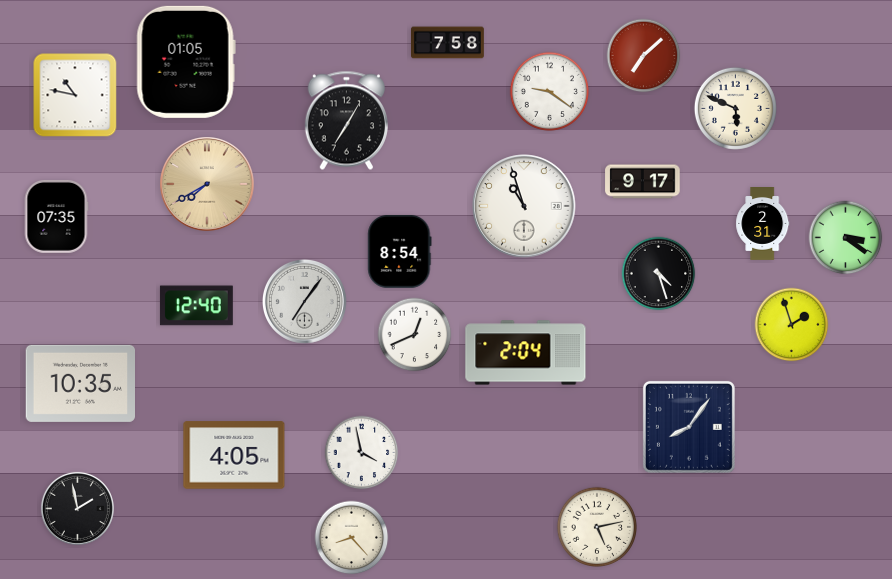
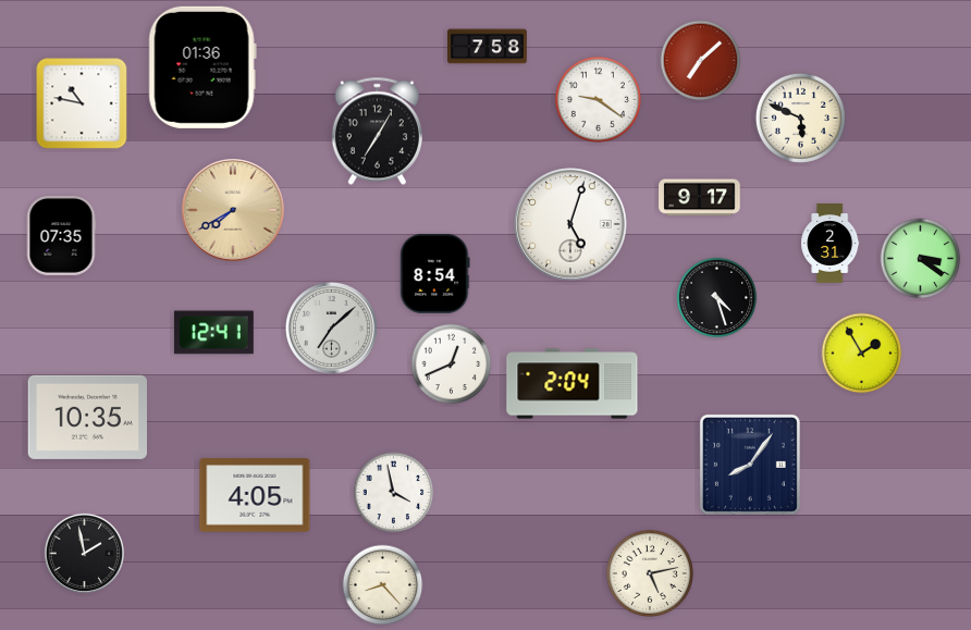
clock at (186, 62): 01:05 -> 01:36
clock at (207, 184) position: (207, 184) -> (233, 210)
clock at (524, 206): 10:57 -> 5:03
clock at (304, 301): 7:06 -> 7:08
clock at (196, 306): 12:40 -> 12:41
clock at (792, 325): 1:57 -> 1:55
